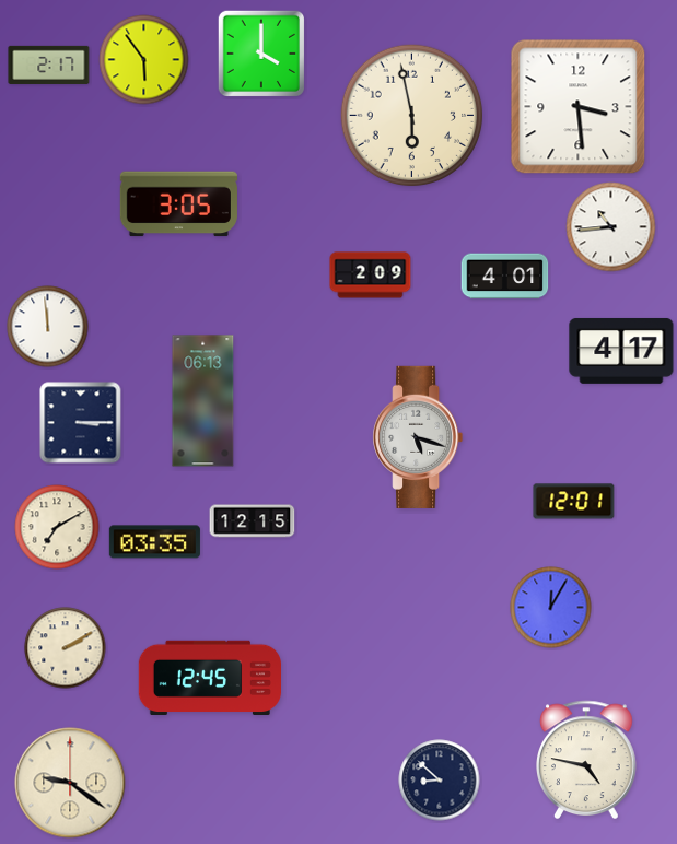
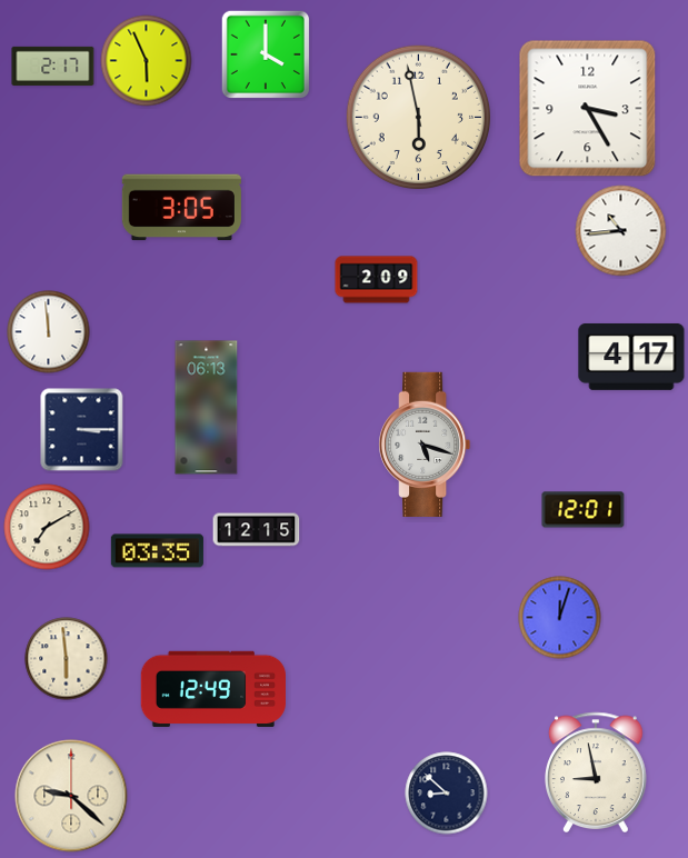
clock at (144, 60): 5:54 -> 5:56
clock at (49, 65) position: (49, 65) -> (53, 66)
clock at (579, 107): 3:29 -> 3:25
clock at (505, 277): 4:01 -> none
clock at (57, 527) position: (57, 527) -> (47, 527)
clock at (551, 608): 12:05 -> 12:03
clock at (66, 648): 2:10 -> 5:59
clock at (209, 677): 12:45 -> 12:49
clock at (587, 759): 4:47 -> 8:58
clock at (70, 783): 9:21 -> 9:22
